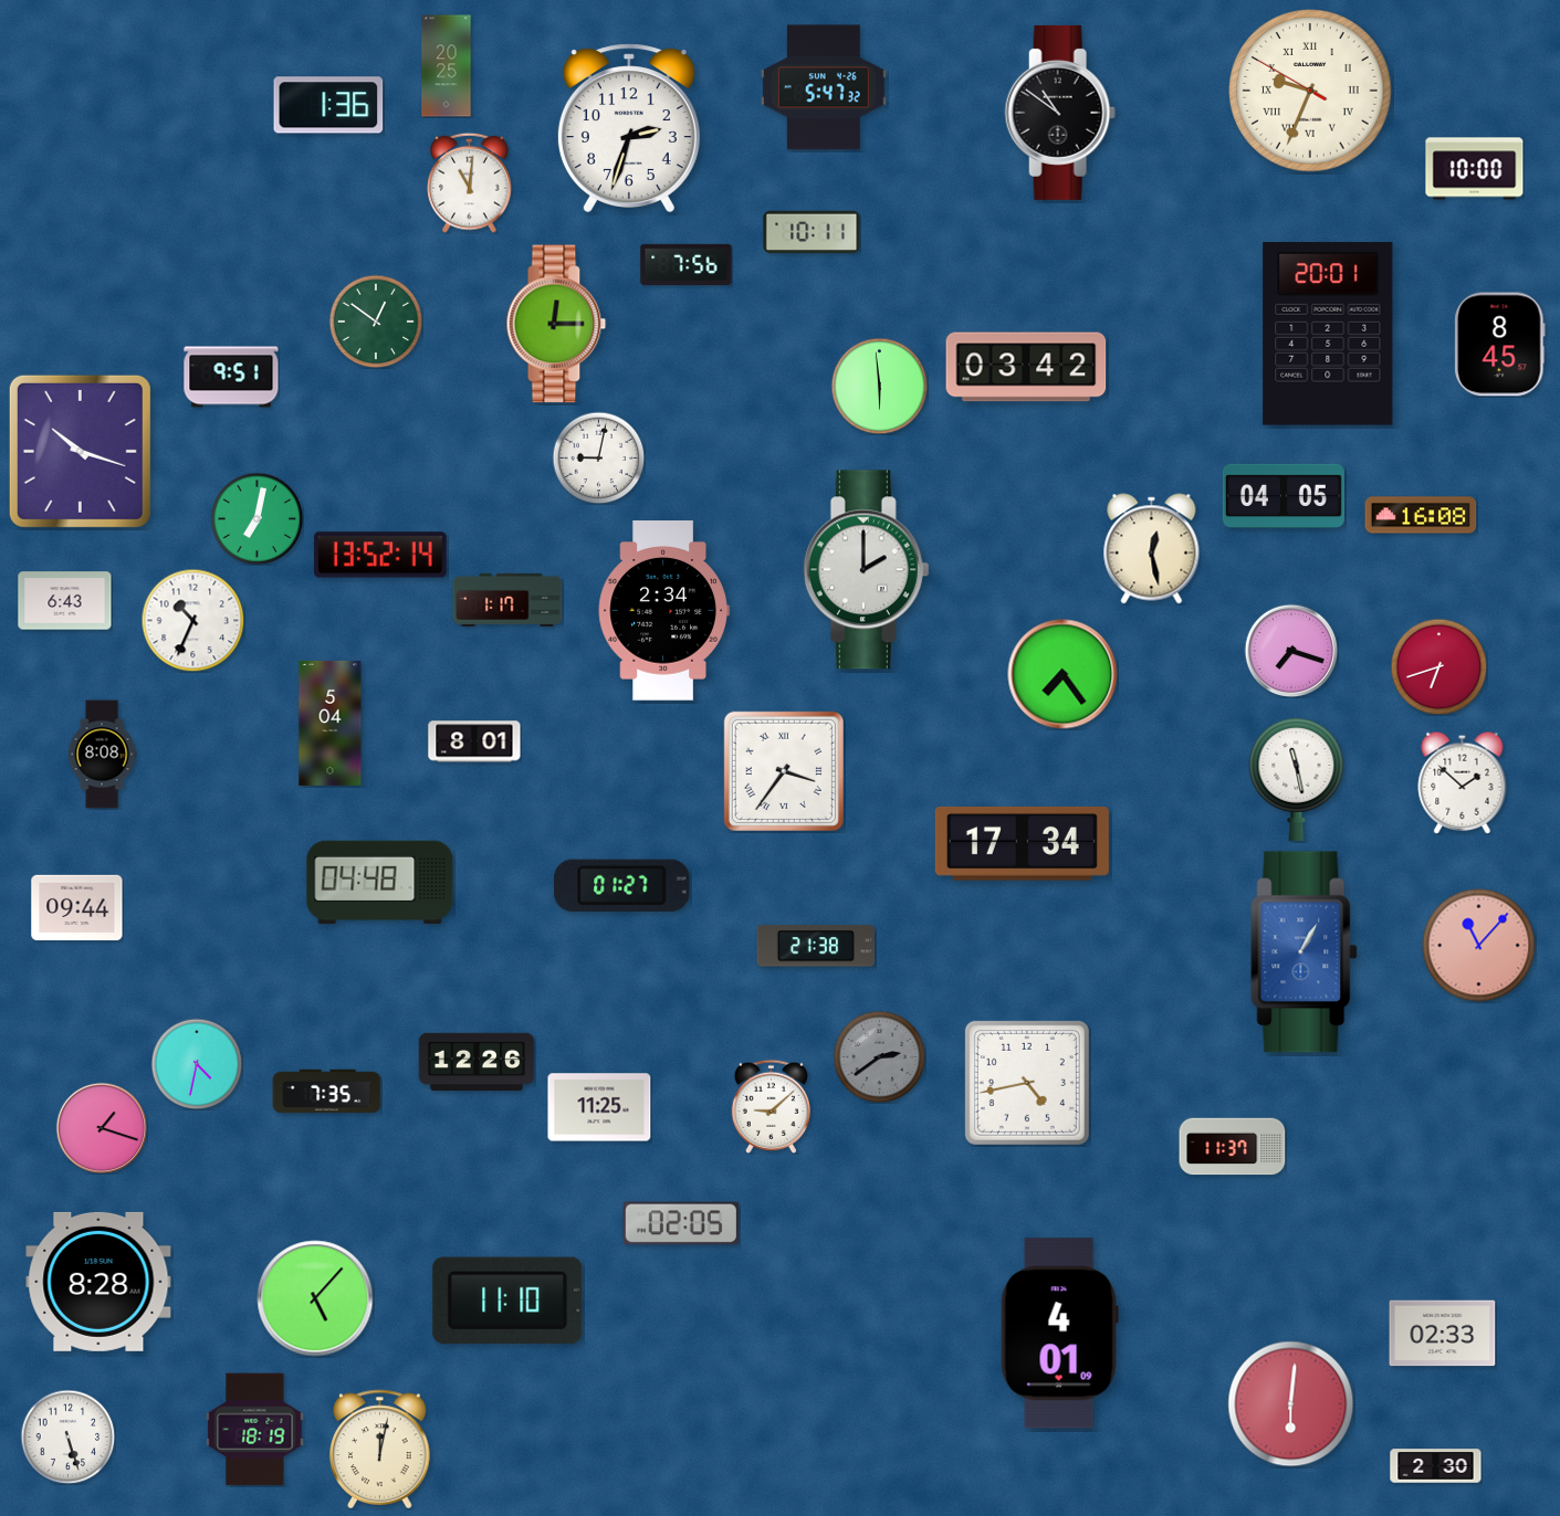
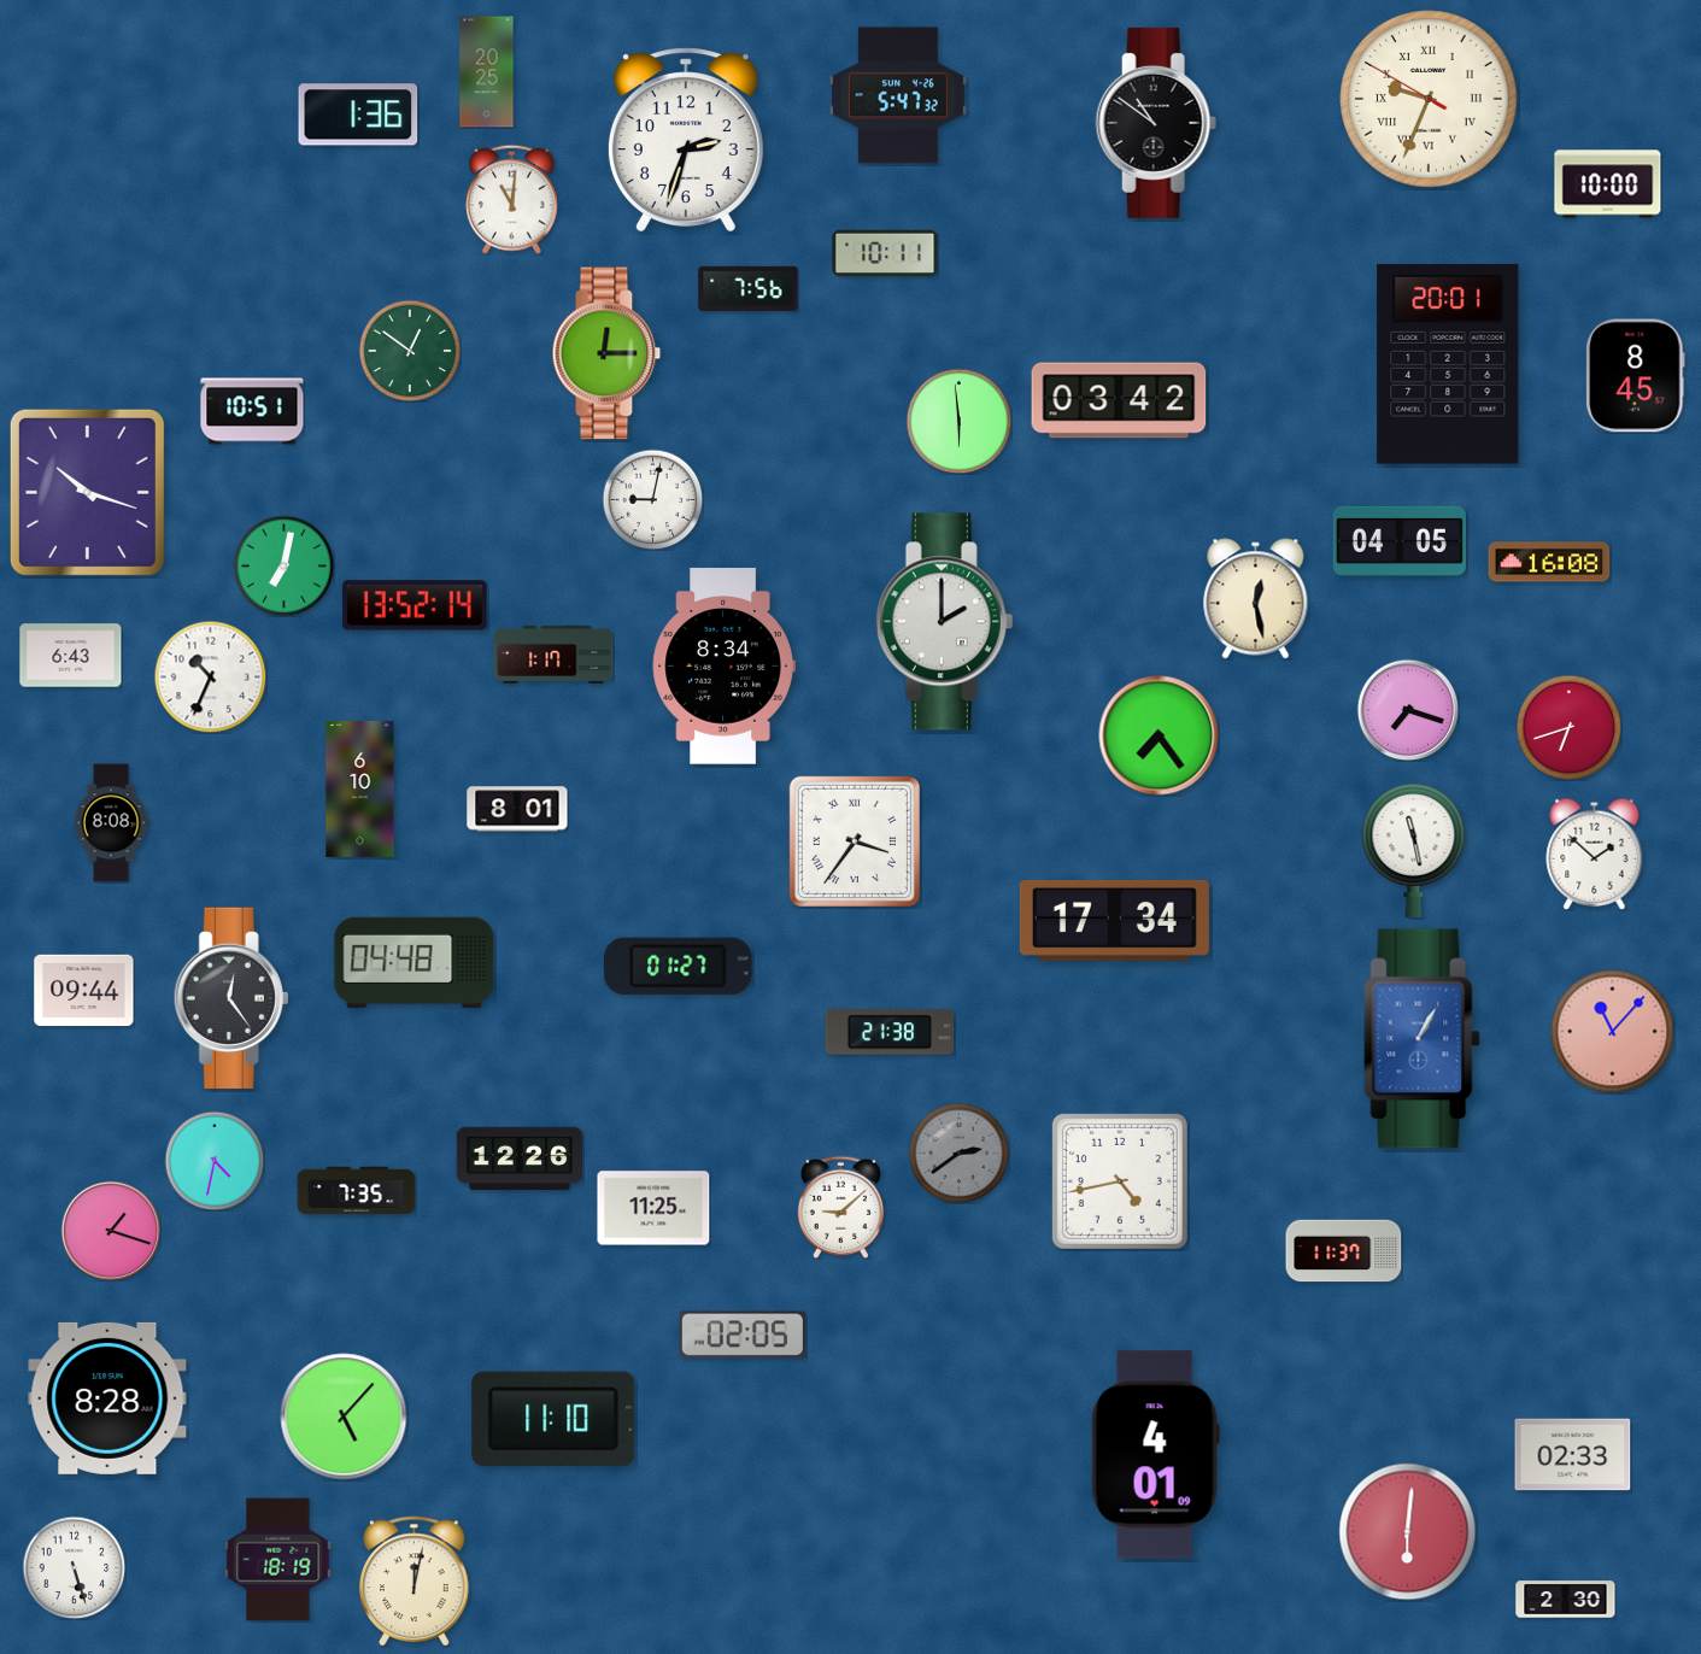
clock at (231, 377): 9:51 -> 10:51
clock at (256, 518) position: (256, 518) -> (283, 565)
clock at (663, 611): 2:34 -> 8:34
clock at (331, 723): 5:04 -> 6:10
clock at (231, 998): none -> 12:24
